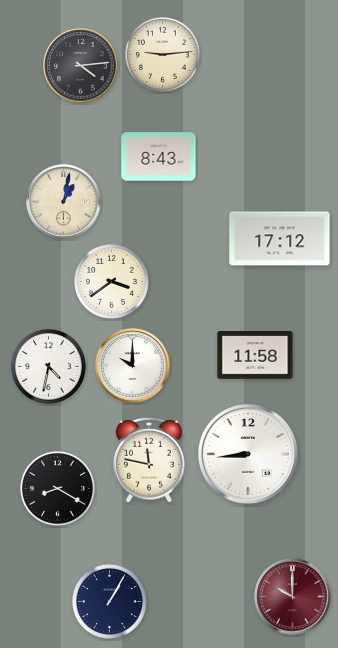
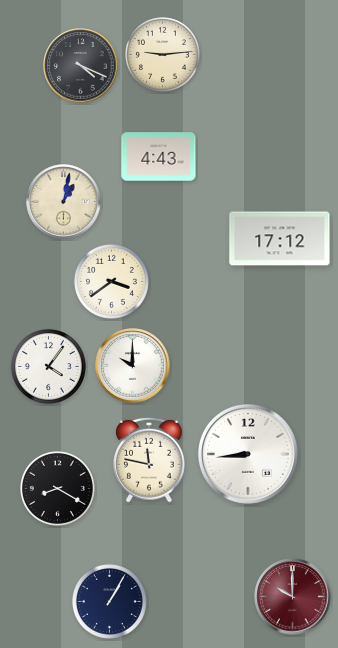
clock at (81, 66): 4:14 -> 4:19
clock at (159, 157): 8:43 -> 4:43
clock at (255, 356): 11:58 -> none
clock at (48, 366): 4:32 -> 4:06
